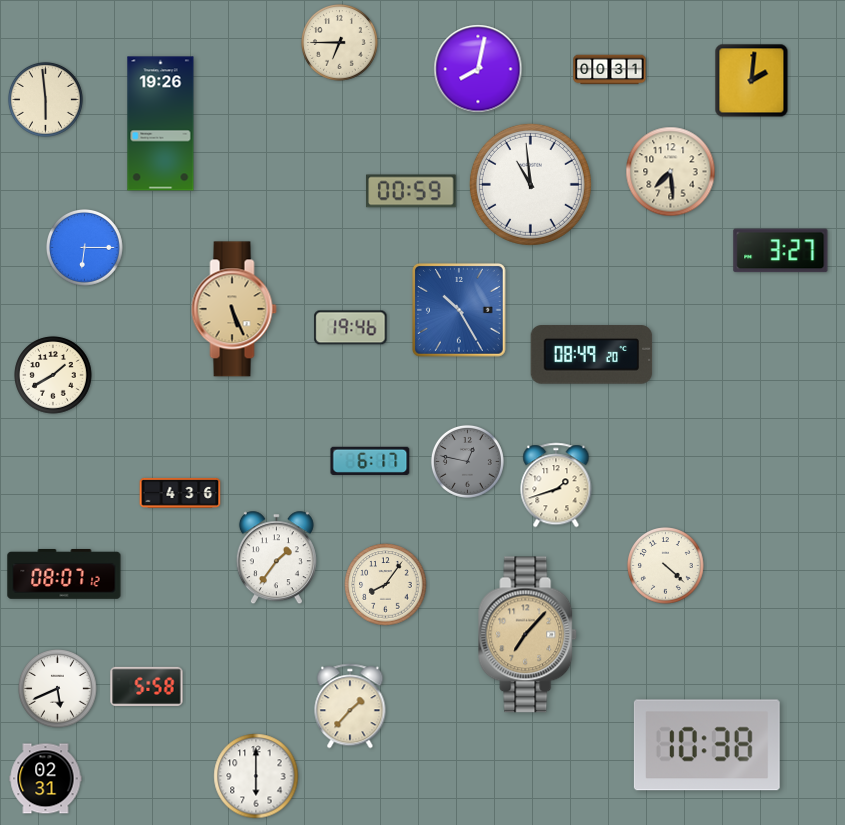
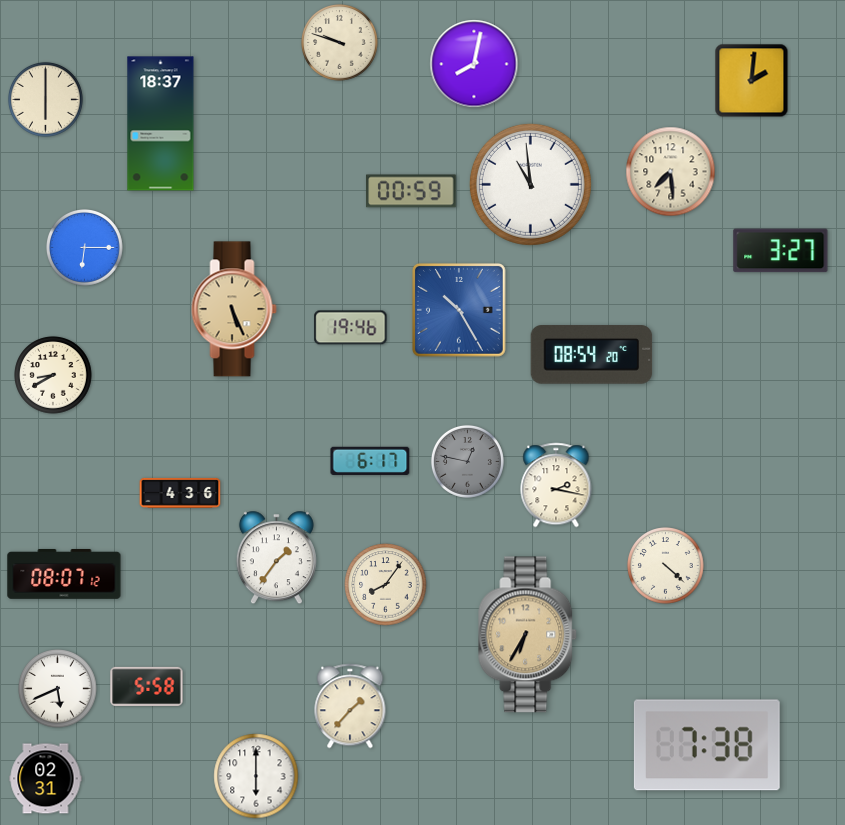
clock at (340, 43): 6:45 -> 9:48
clock at (478, 69) position: (478, 69) -> (474, 64)
clock at (610, 70): 00:31 -> none
clock at (45, 99): 5:59 -> 6:00
clock at (161, 124): 19:26 -> 18:37
clock at (592, 355): 08:49 -> 08:54
clock at (53, 375): 1:40 -> 8:40
clock at (556, 485): 1:42 -> 2:17
clock at (528, 635): 7:07 -> 6:35
clock at (707, 745): 10:38 -> 7:38
